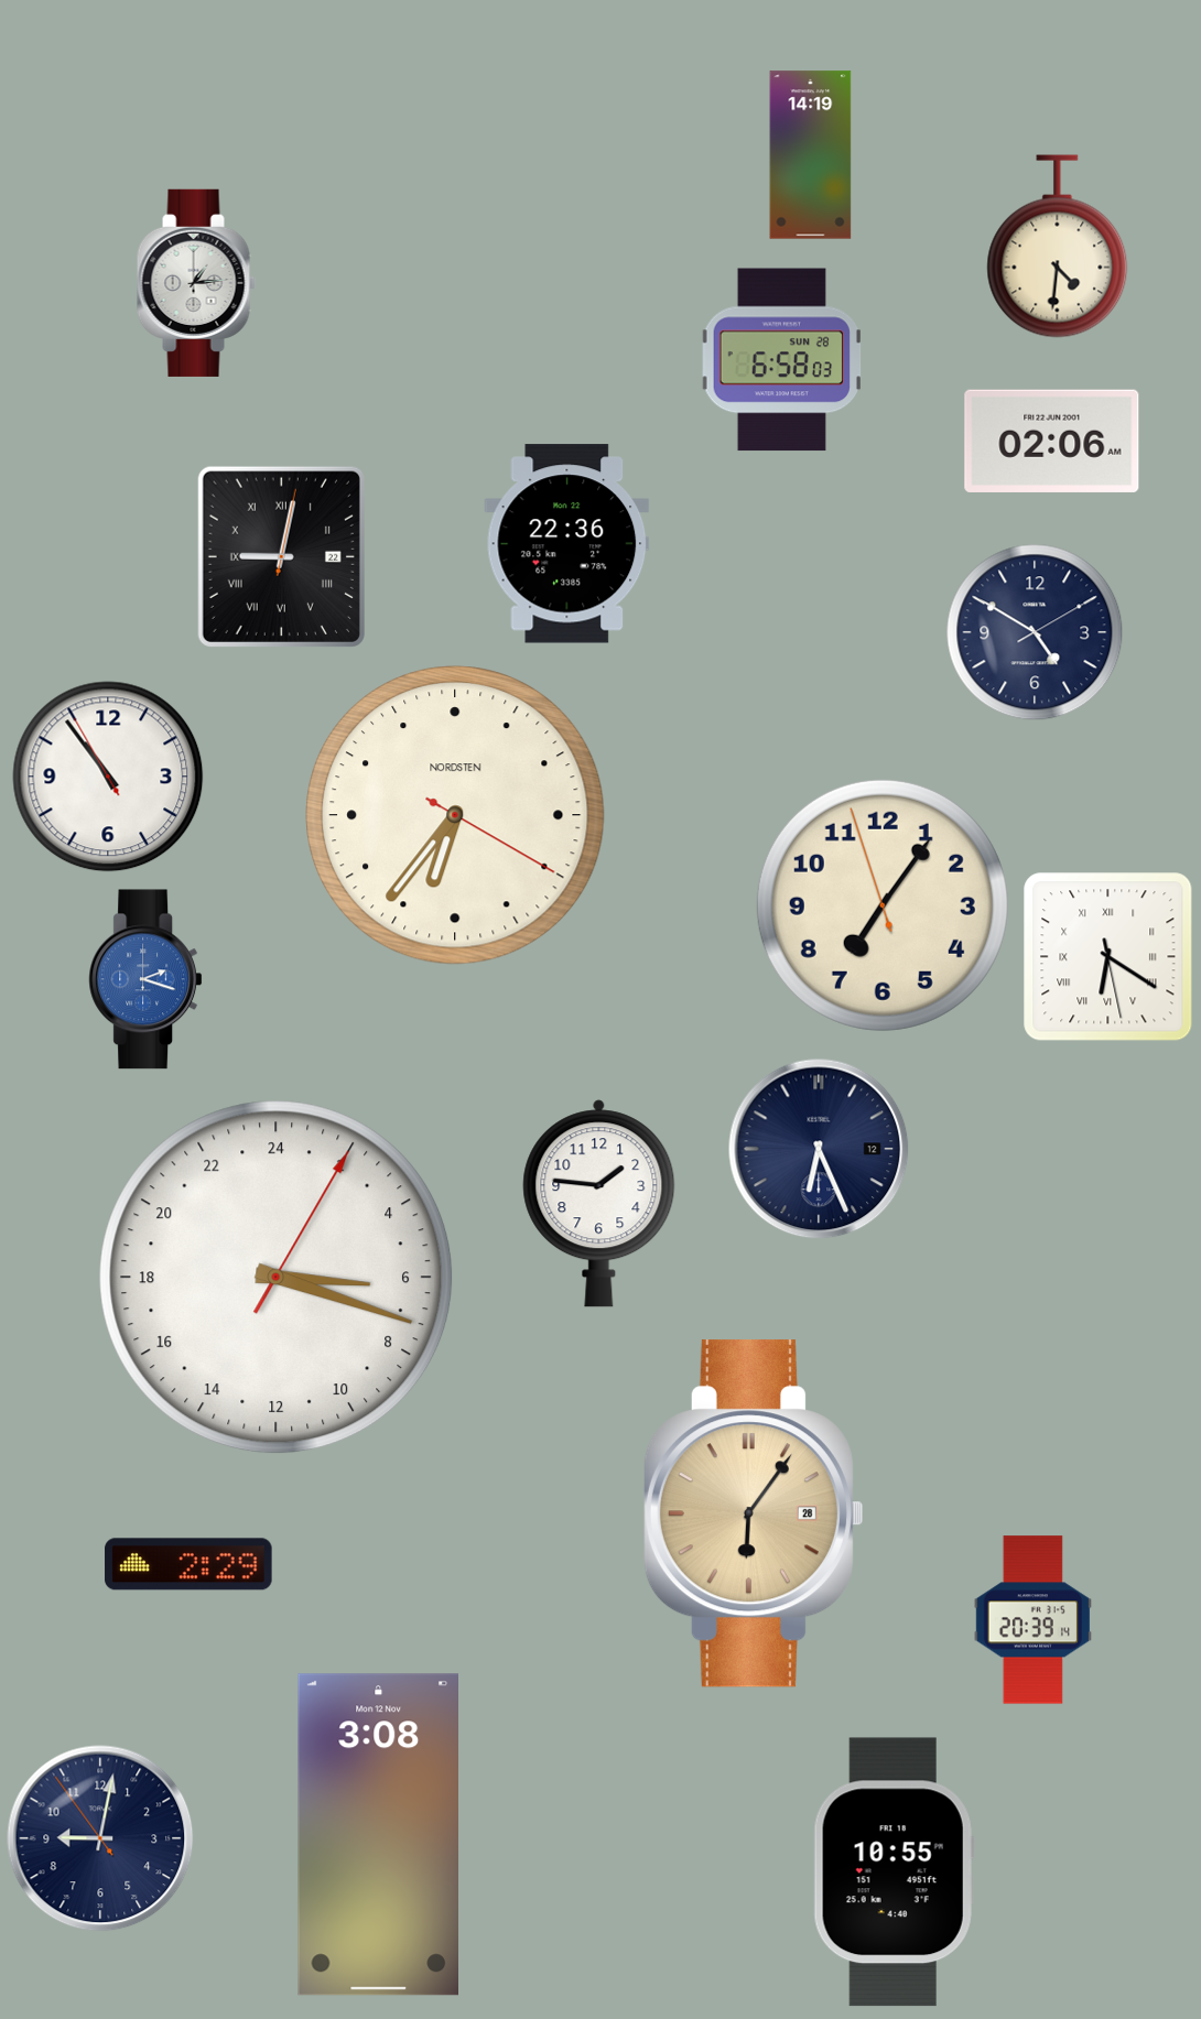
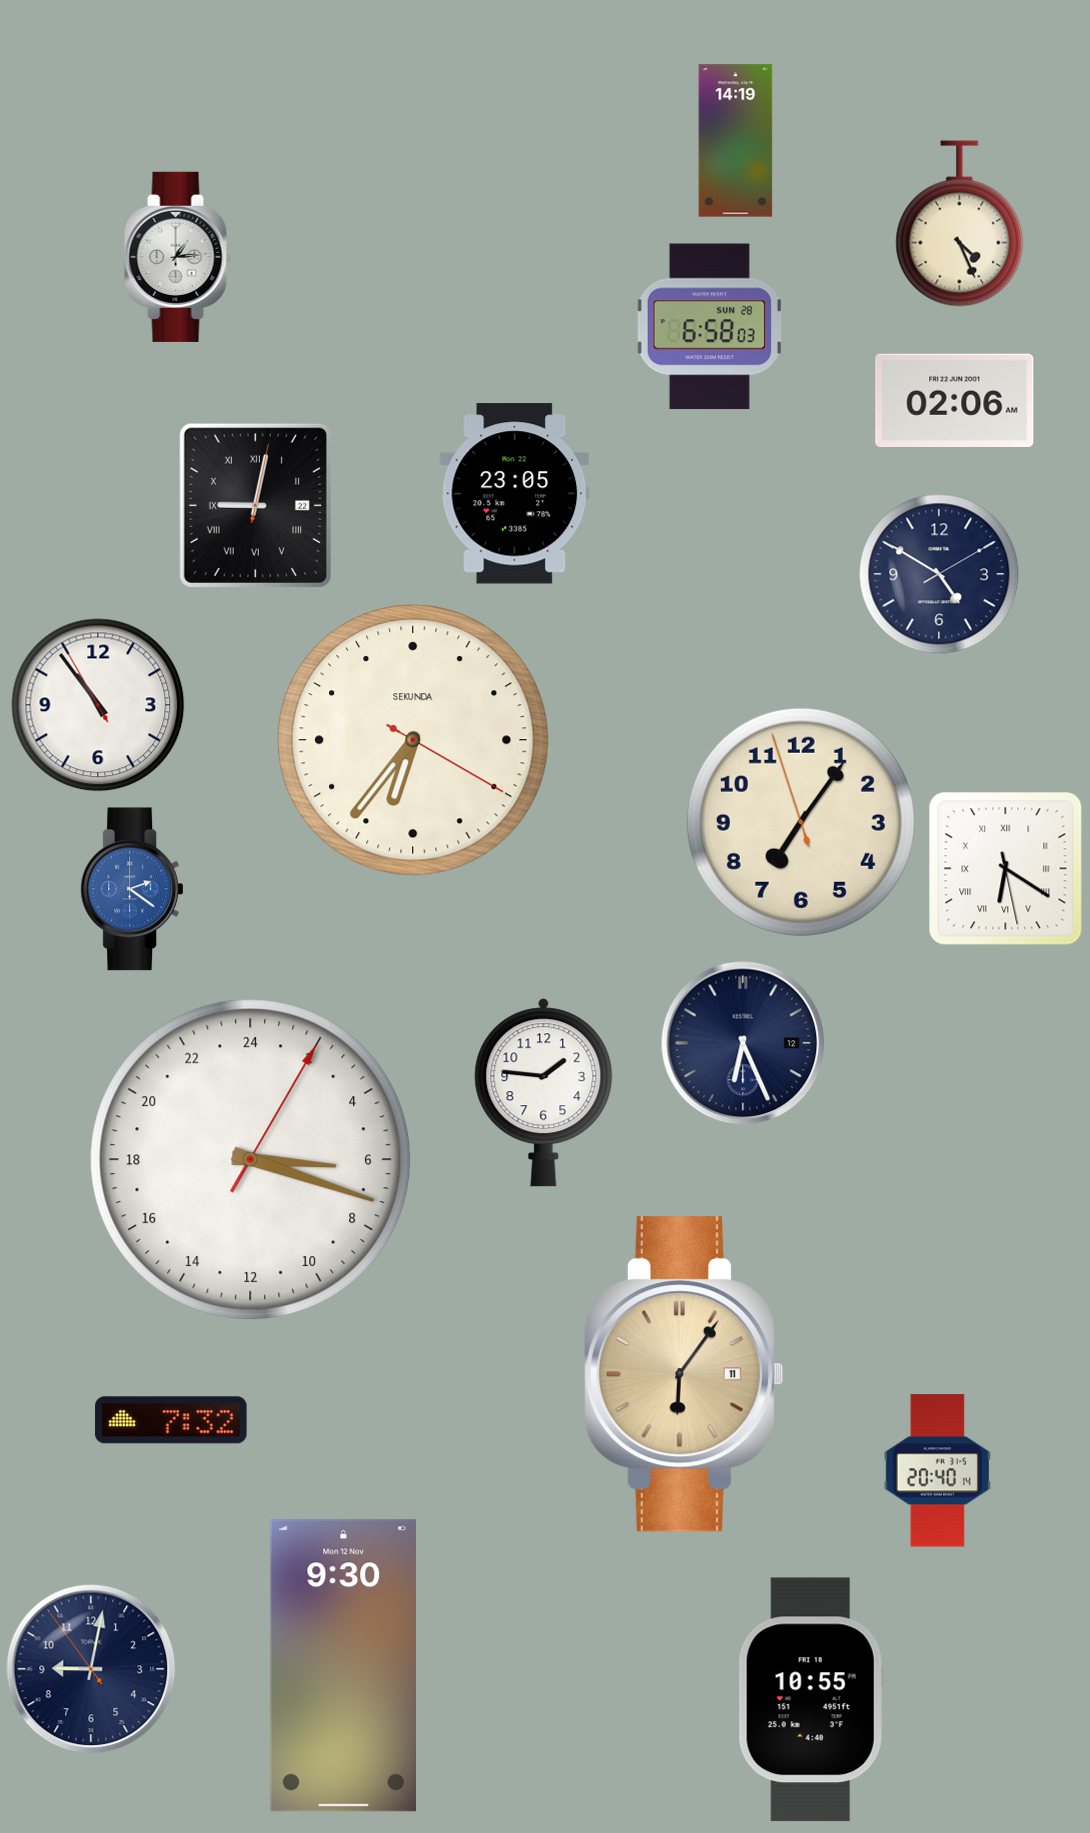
clock at (1058, 247): 4:31 -> 4:26
clock at (567, 544): 22:36 -> 23:05
clock at (456, 816) brand: NORDSTEN -> SEKUNDA
clock at (145, 979): 2:18 -> 2:21
clock at (753, 1513) date: 28 -> 11
clock at (188, 1564): 2:29 -> 7:32
clock at (1032, 1620): 20:39 -> 20:40
clock at (378, 1835): 3:08 -> 9:30
